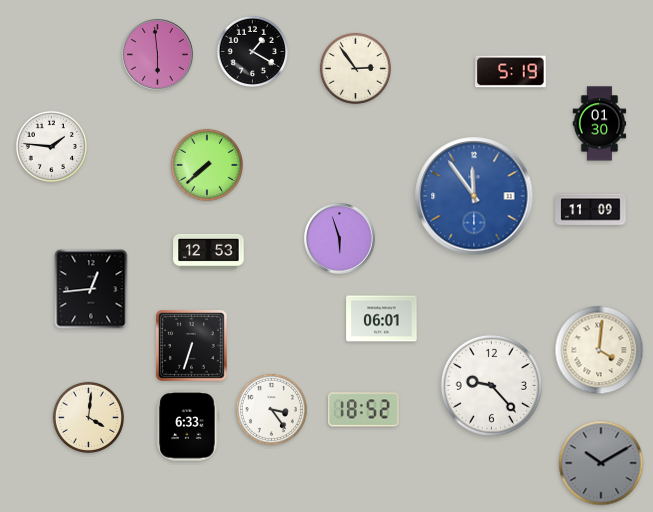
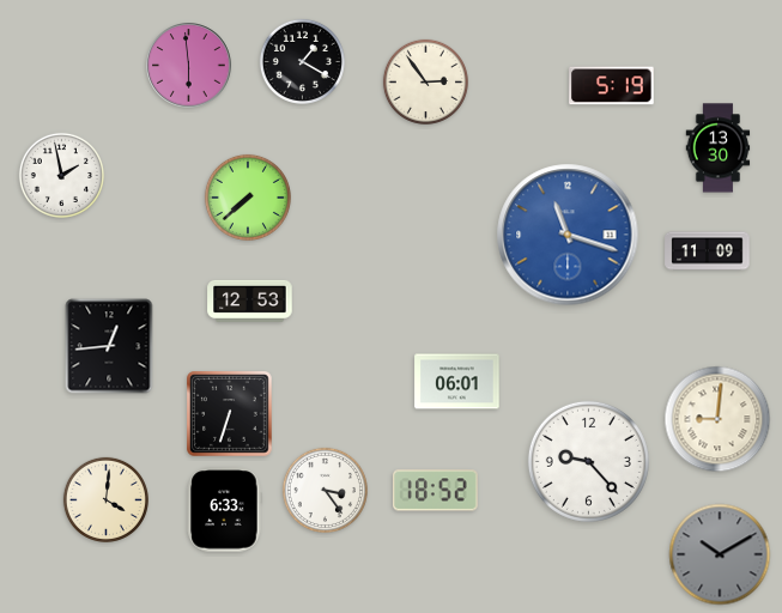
clock at (600, 124): 01:30 -> 13:30
clock at (51, 146): 1:46 -> 1:58
clock at (474, 196): 11:54 -> 11:18
clock at (340, 239): 5:57 -> none
clock at (599, 350): 4:01 -> 9:01
